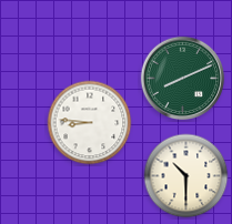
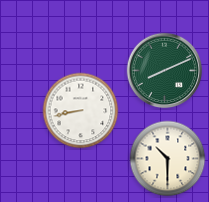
clock at (90, 123): 8:46 -> 8:43
